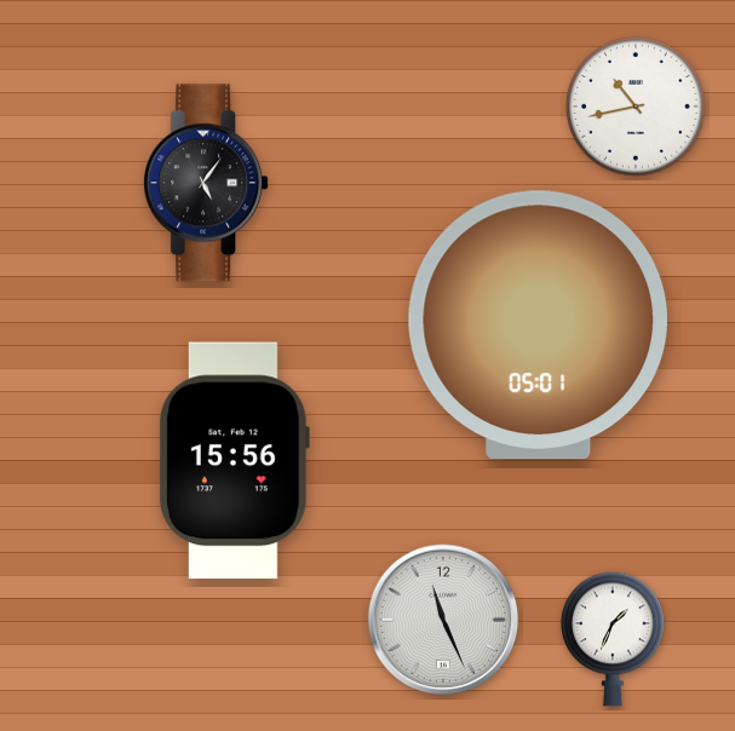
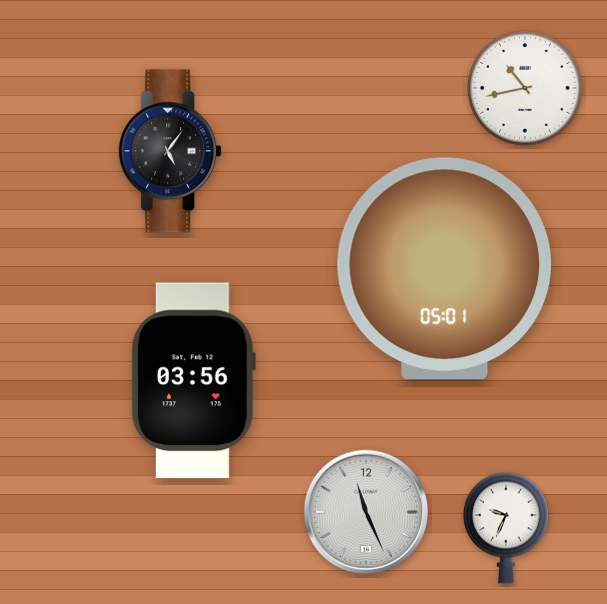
clock at (234, 461): 15:56 -> 03:56
clock at (613, 639): 1:34 -> 9:34
